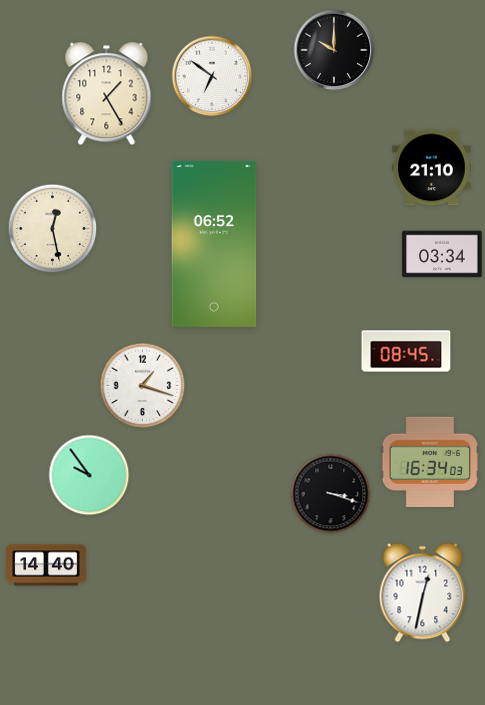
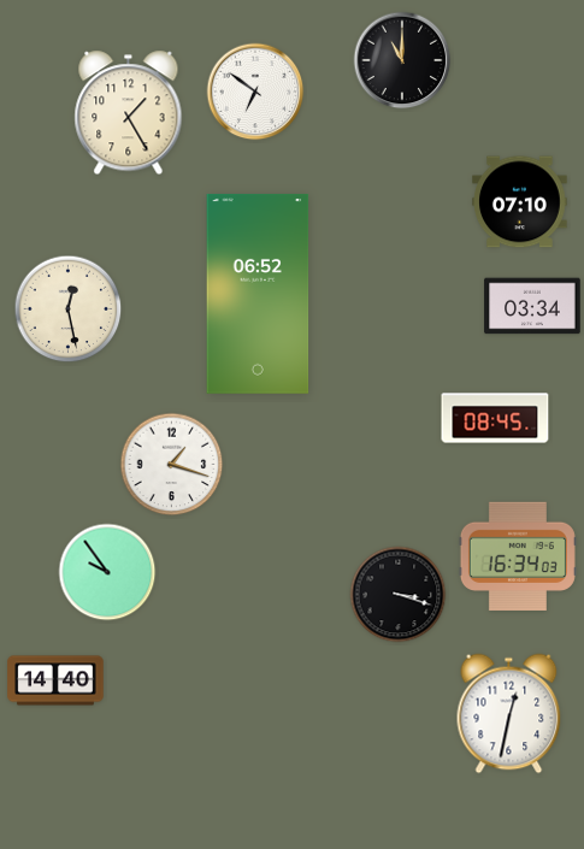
clock at (334, 50): 10:00 -> 11:00
clock at (432, 168): 21:10 -> 07:10
clock at (53, 229) position: (53, 229) -> (69, 309)
clock at (406, 351) position: (406, 351) -> (495, 418)
